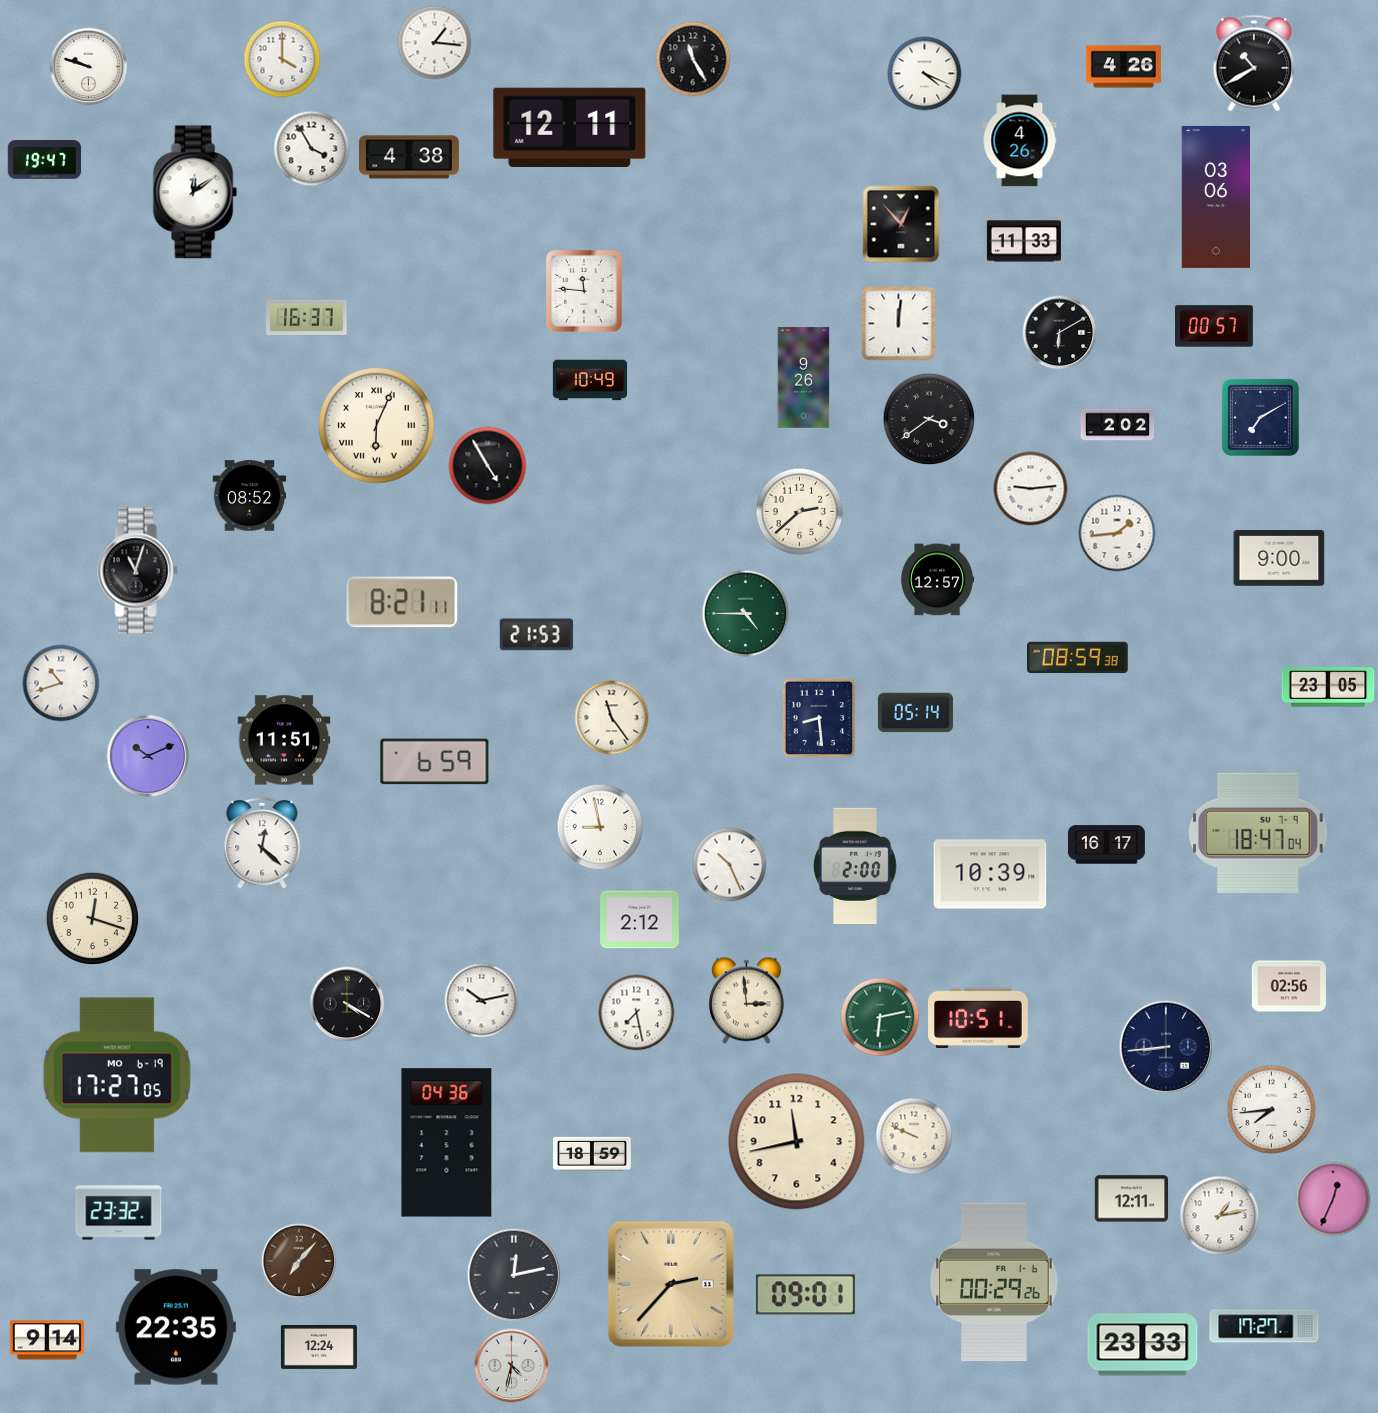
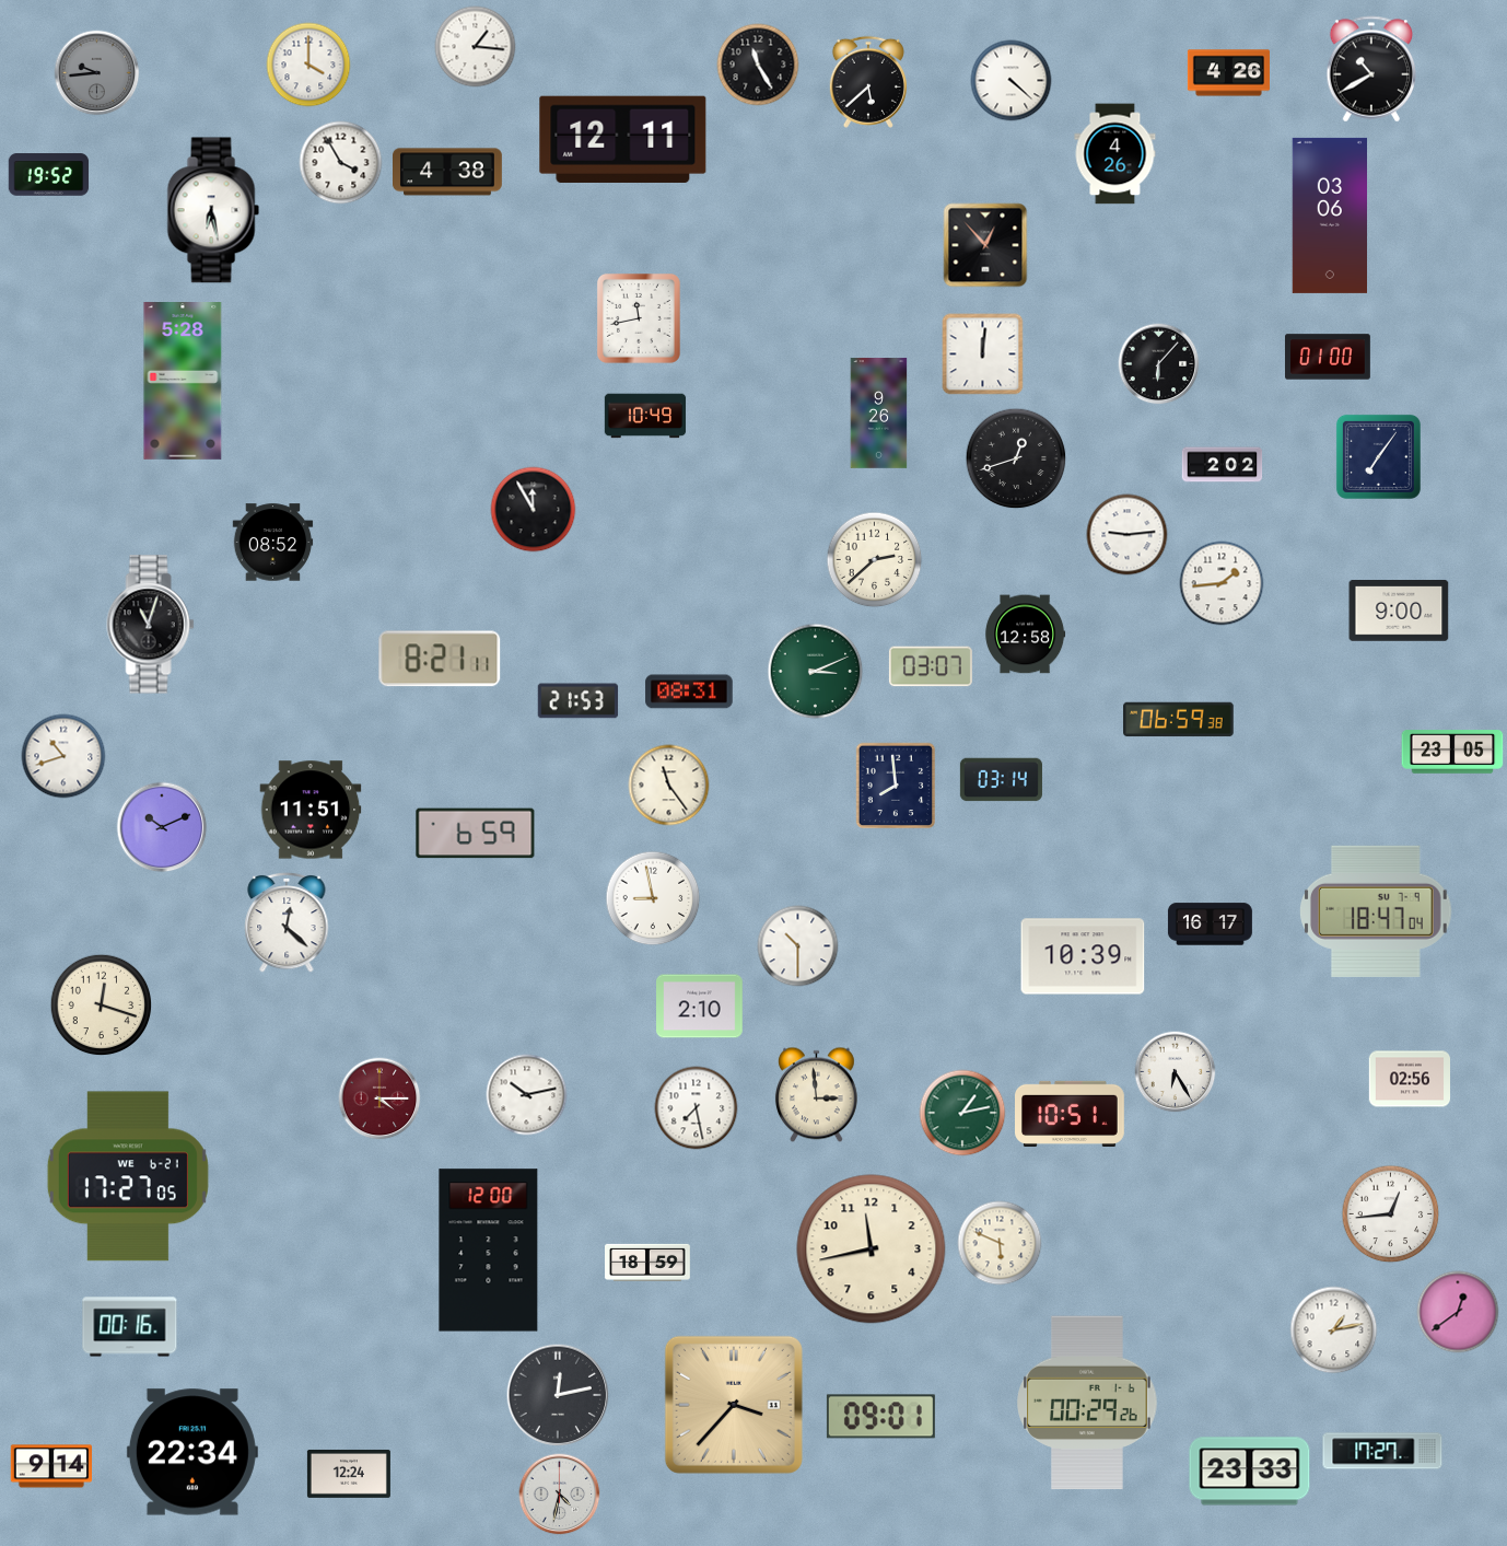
clock at (89, 67): 9:48 -> 9:44
clock at (89, 67) dial: white -> grey
clock at (925, 74): 4:19 -> 4:22
clock at (868, 82): none -> 5:38
clock at (45, 160): 19:47 -> 19:52
clock at (195, 192): 12:09 -> 6:28
clock at (1023, 241): 11:33 -> none
clock at (584, 291): 11:46 -> 11:43
clock at (307, 317): 16:37 -> none
clock at (1215, 326): 00:57 -> 01:00
clock at (1060, 333): 6:10 -> 6:07
clock at (183, 382): none -> 5:28
clock at (1260, 417): 7:10 -> 7:06
clock at (929, 419): 3:39 -> 12:42
clock at (377, 426): 6:04 -> none
clock at (488, 466): 4:55 -> 11:55
clock at (938, 580): 12:57 -> 12:58
clock at (931, 666): none -> 03:07
clock at (746, 614): 4:45 -> 3:11
clock at (689, 691): none -> 08:31
clock at (537, 635) position: (537, 635) -> (579, 701)
clock at (1078, 658): 08:59 -> 06:59
clock at (61, 683) position: (61, 683) -> (63, 756)
clock at (915, 713): 05:14 -> 03:14
clock at (818, 718): 8:29 -> 7:59
clock at (600, 827) position: (600, 827) -> (653, 898)
clock at (730, 865): 10:26 -> 10:30
clock at (855, 866): 2:00 -> none
clock at (640, 920): 2:12 -> 2:10
clock at (1176, 1072): none -> 6:25
clock at (347, 1004): 4:20 -> 4:15
clock at (347, 1004) dial: black -> burgundy
clock at (880, 1017): 6:13 -> 1:13
clock at (1166, 1047): 8:44 -> none
clock at (117, 1075) date: MO 6-19 -> WE 6-21
clock at (1272, 1110): 7:44 -> 12:44
clock at (914, 1136): 9:49 -> 5:49
clock at (447, 1143): 04:36 -> 12:00
clock at (1132, 1199): 12:11 -> none
clock at (1333, 1199): 12:34 -> 12:39
clock at (119, 1213): 23:32 -> 00:16
clock at (299, 1261): 7:07 -> none
clock at (514, 1275) position: (514, 1275) -> (558, 1395)
clock at (671, 1284): 2:37 -> 3:37
clock at (176, 1327): 22:35 -> 22:34
